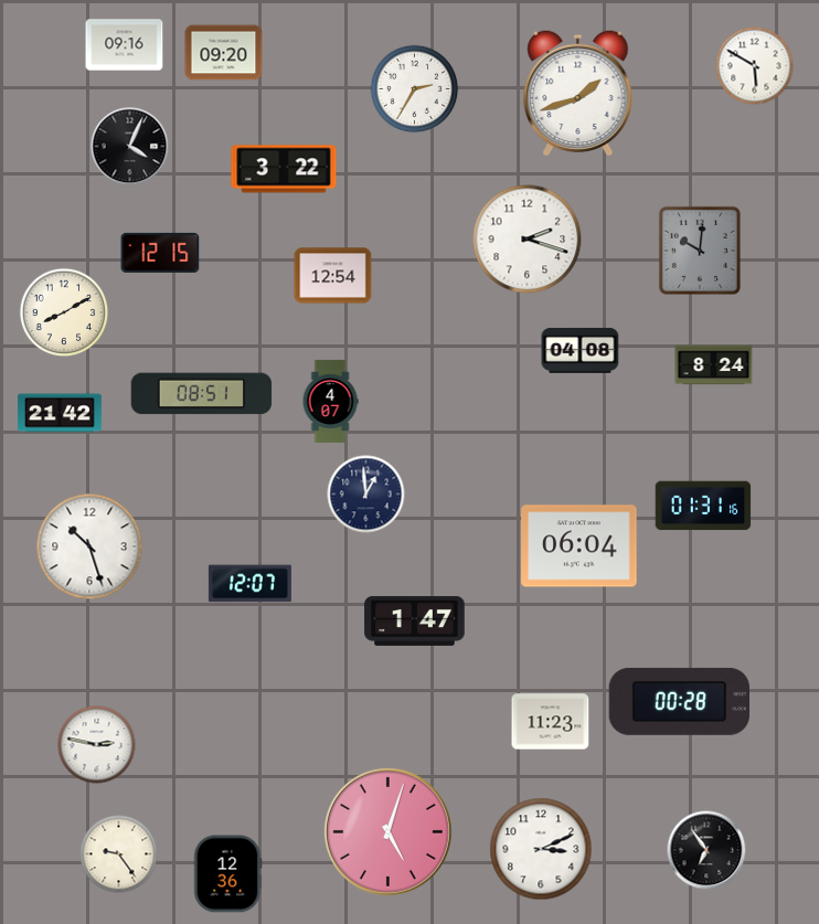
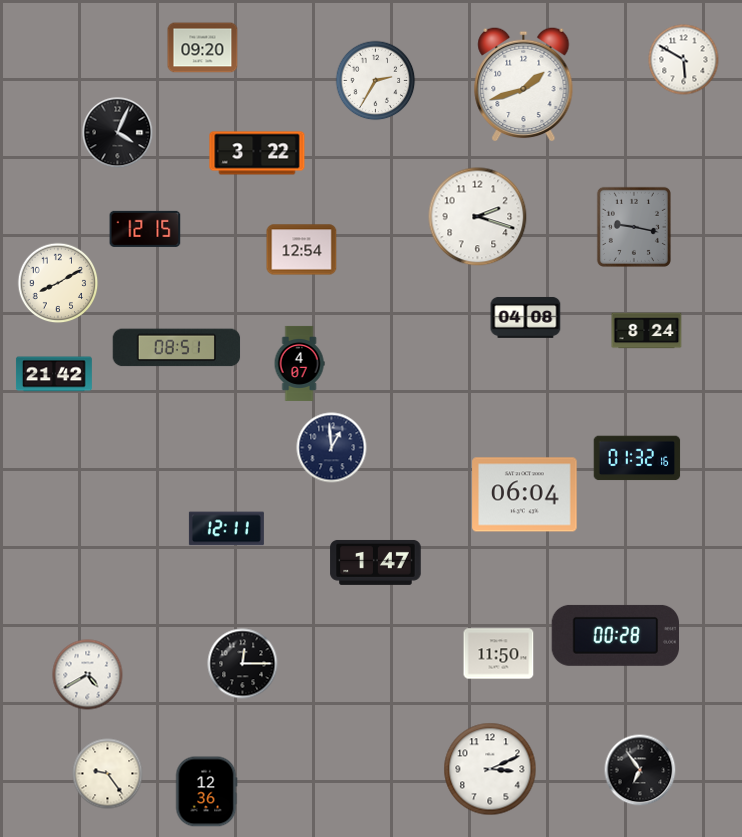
clock at (125, 45): 09:16 -> none
clock at (700, 251): 10:01 -> 9:17
clock at (202, 394) position: (202, 394) -> (177, 348)
clock at (703, 506): 01:31 -> 01:32
clock at (89, 546): 10:27 -> none
clock at (249, 584): 12:07 -> 12:11
clock at (551, 722): 11:23 -> 11:50
clock at (243, 664): none -> 12:15
clock at (97, 745): 2:47 -> 4:40
clock at (387, 831): 5:03 -> none
